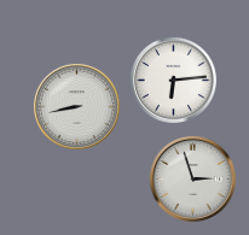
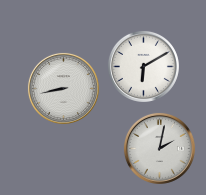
clock at (173, 80): 6:14 -> 6:10
clock at (192, 178): 2:57 -> 2:02
